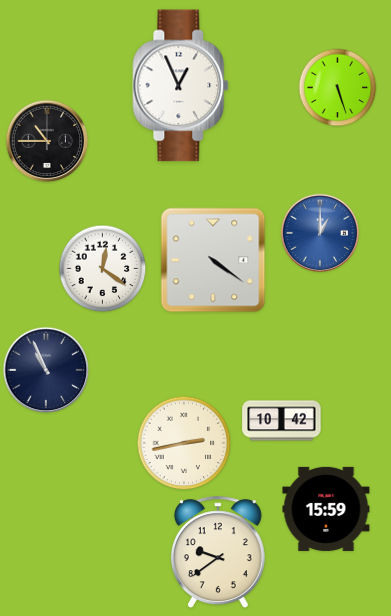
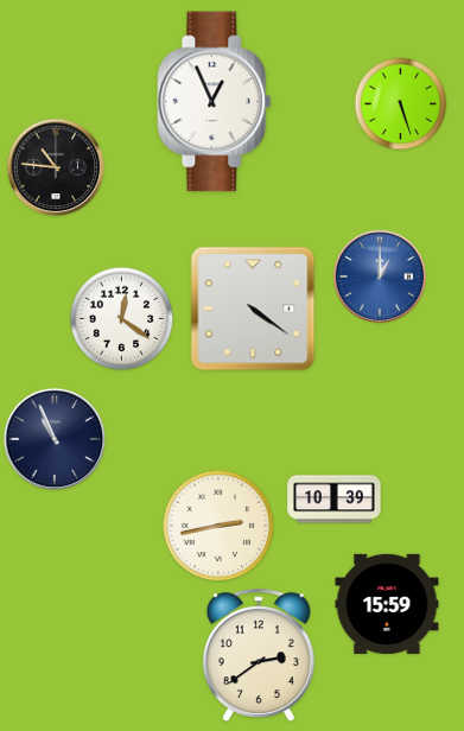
clock at (47, 141): 10:45 -> 10:46
clock at (282, 421): 10:42 -> 10:39
clock at (218, 552): 9:39 -> 2:39
